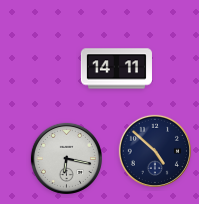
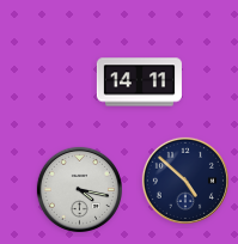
clock at (66, 158): 6:17 -> 4:17
